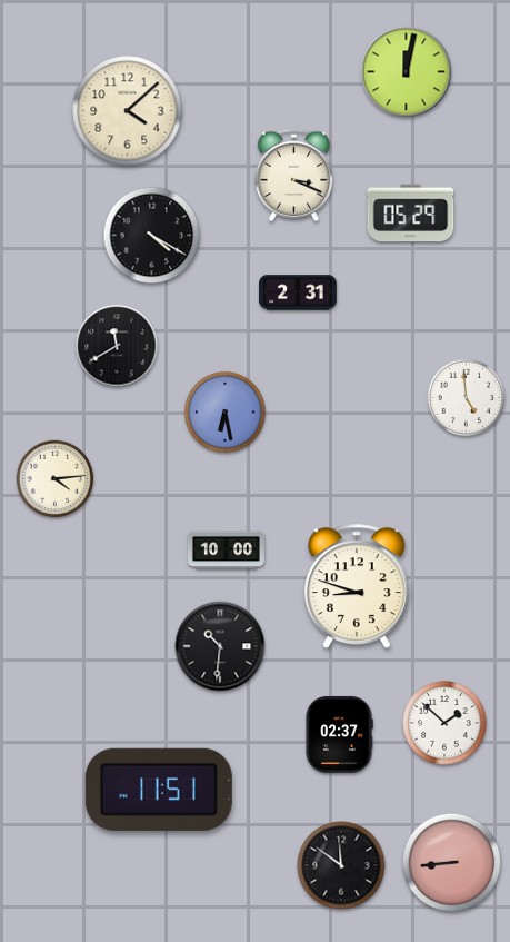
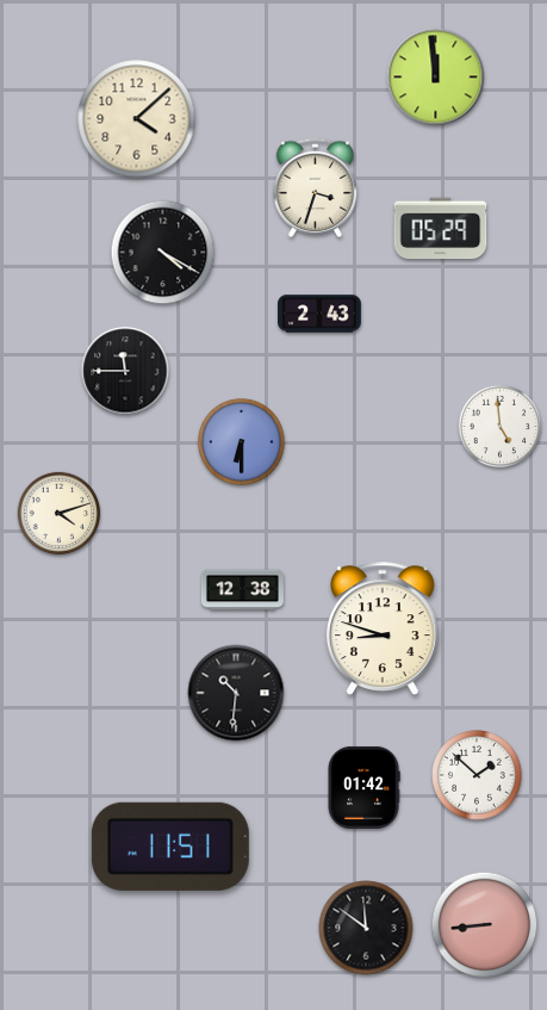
clock at (407, 72): 12:02 -> 11:59
clock at (294, 175): 3:19 -> 3:33
clock at (298, 292): 2:31 -> 2:43
clock at (117, 346): 11:40 -> 11:45
clock at (224, 411): 6:28 -> 6:30
clock at (56, 479): 4:14 -> 4:12
clock at (226, 551): 10:00 -> 12:38
clock at (339, 734): 02:37 -> 01:42
